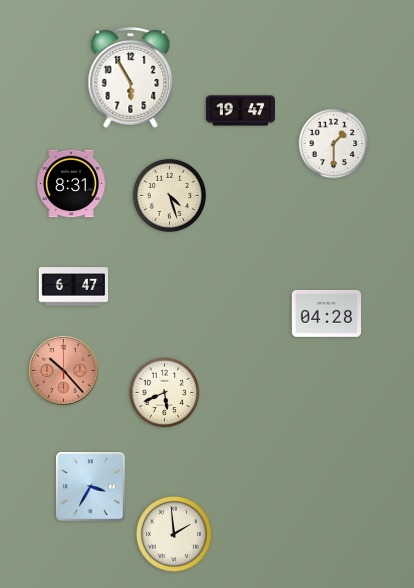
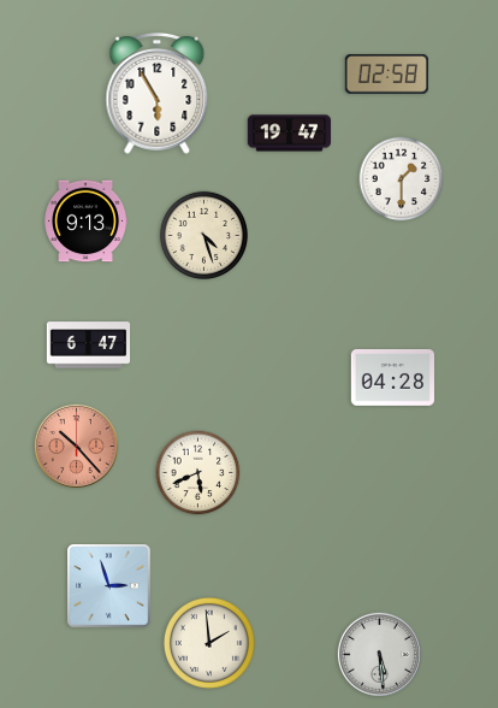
clock at (386, 75): none -> 02:58
clock at (334, 144) position: (334, 144) -> (402, 179)
clock at (71, 184): 8:31 -> 9:13
clock at (91, 487): 3:35 -> 2:57
clock at (379, 654): none -> 5:29
